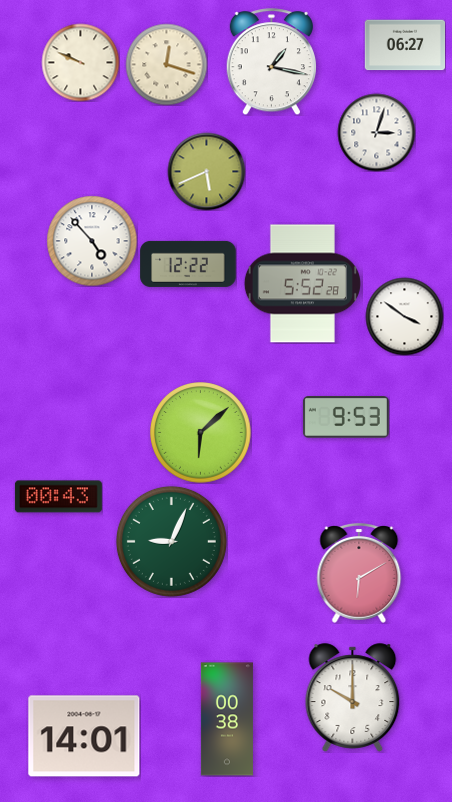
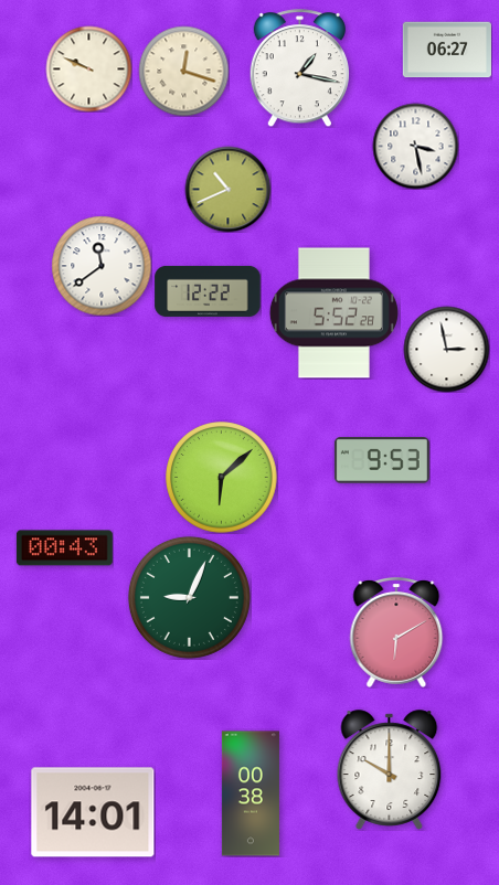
clock at (376, 132): 3:03 -> 3:28
clock at (206, 171): 5:41 -> 10:41
clock at (92, 241): 4:53 -> 11:39
clock at (404, 316): 3:51 -> 2:58
